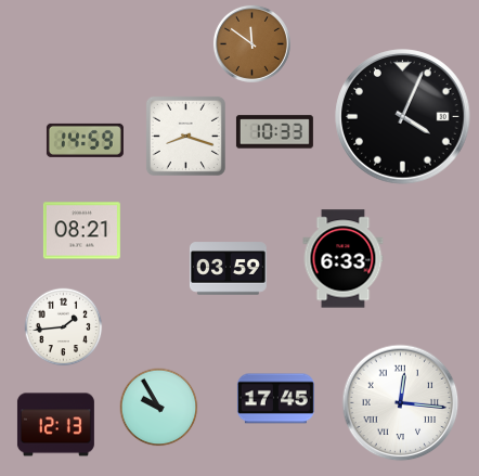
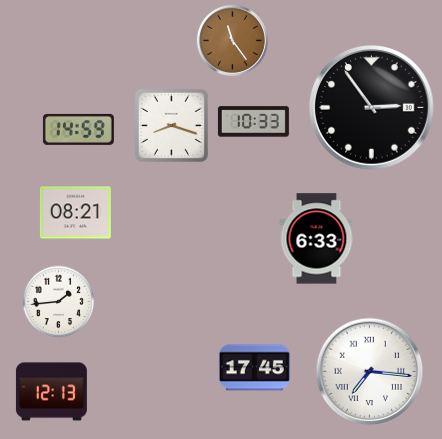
clock at (251, 43): 11:51 -> 11:24
clock at (403, 117): 4:04 -> 2:54
clock at (228, 269): 03:59 -> none
clock at (401, 403): 12:16 -> 7:16
clock at (159, 408): 9:55 -> none
